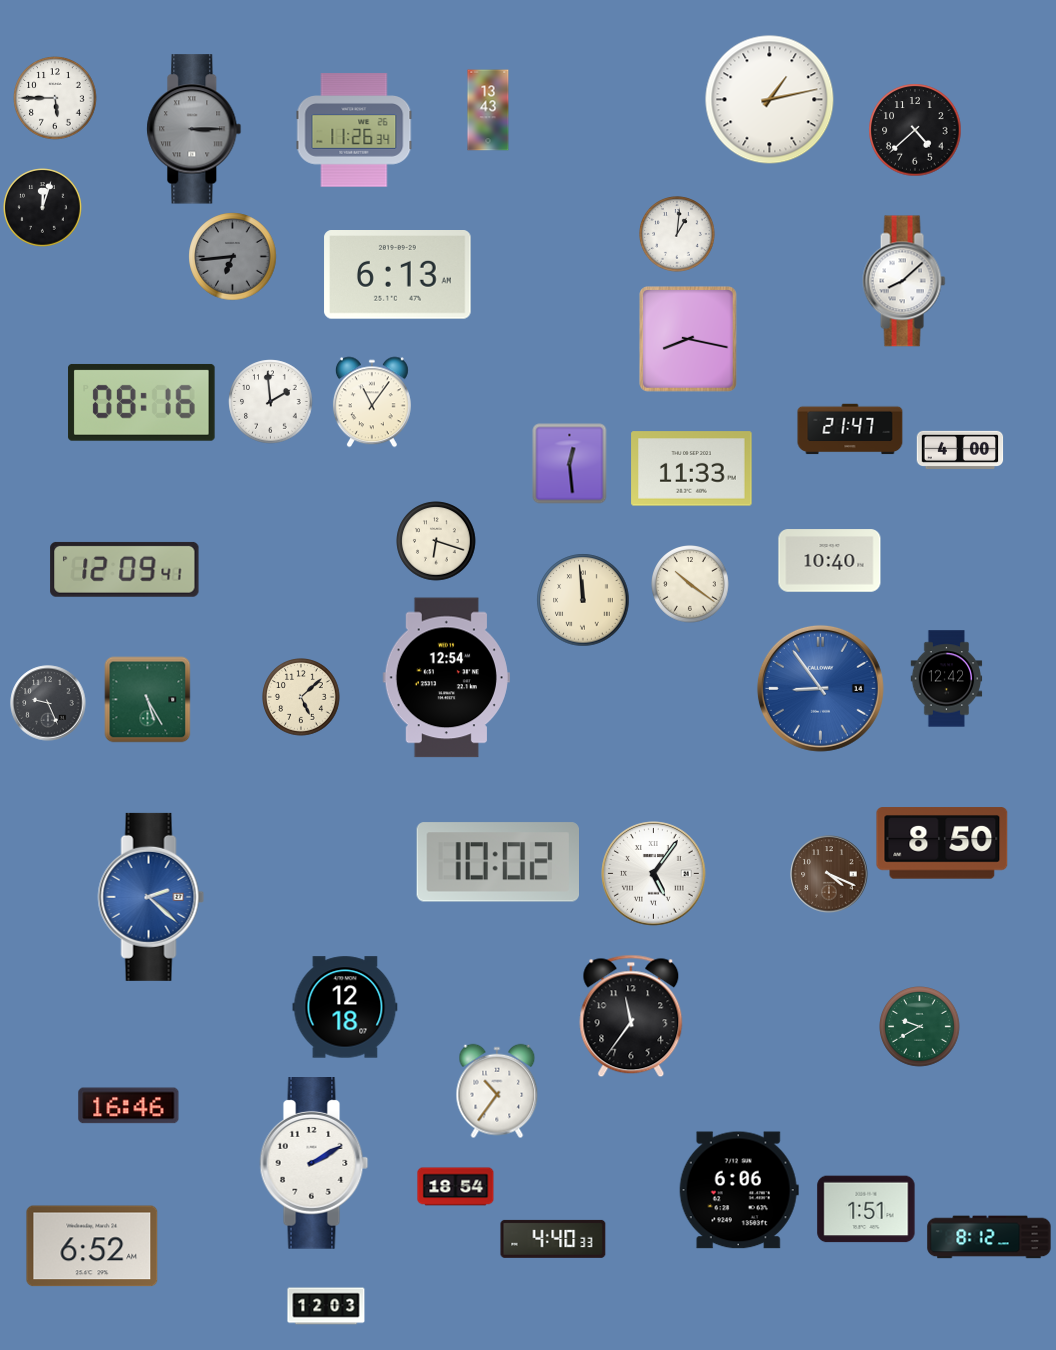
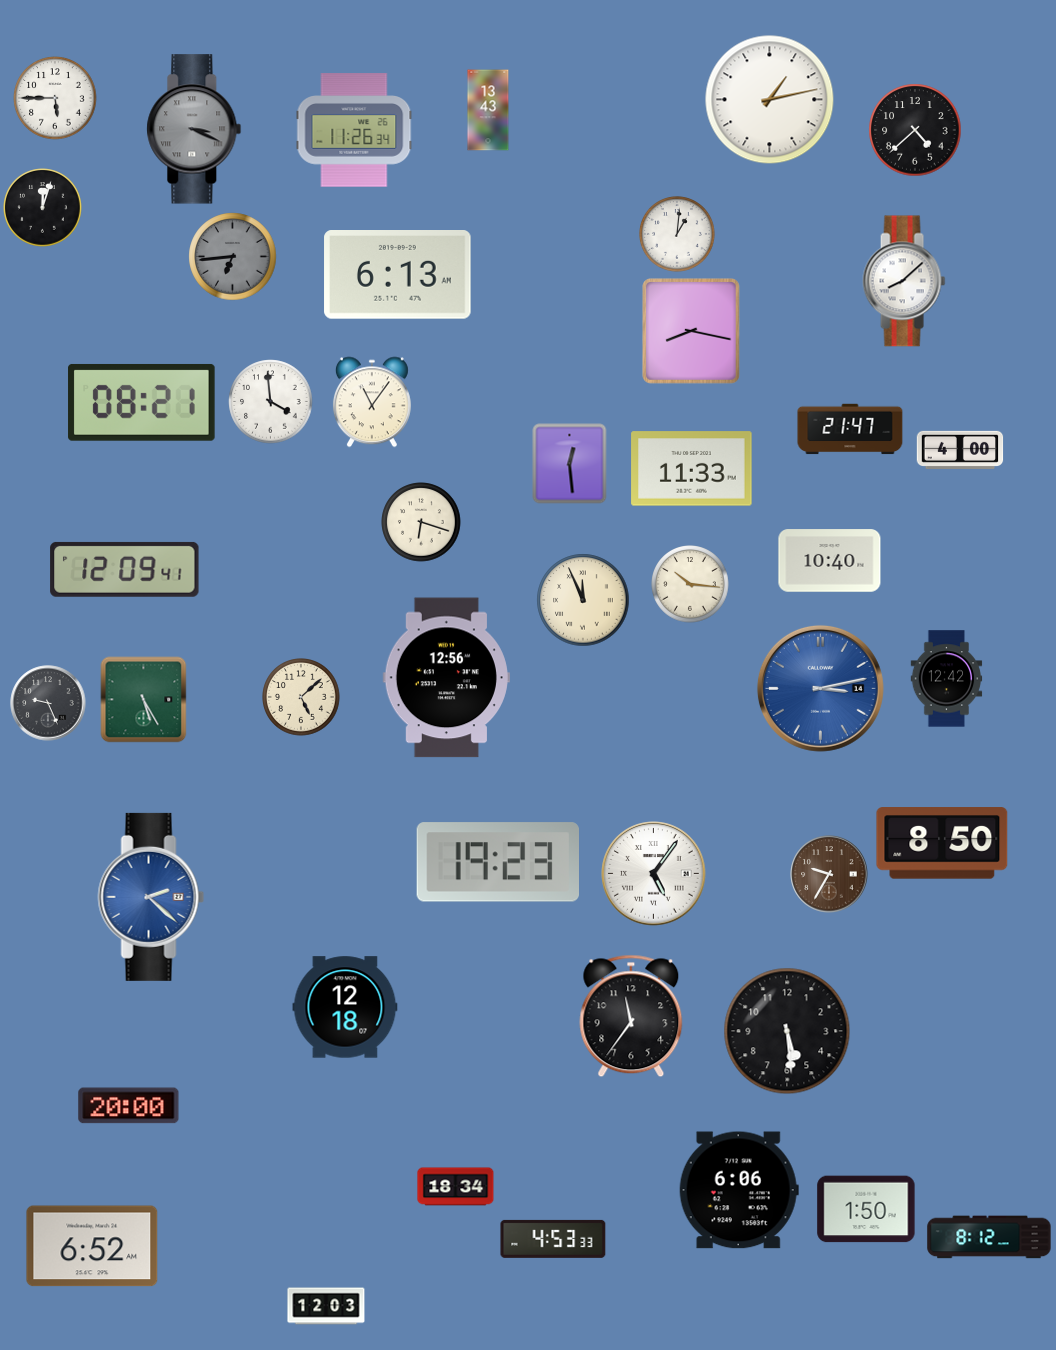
clock at (194, 129): 3:15 -> 3:19
clock at (689, 340) position: (689, 340) -> (692, 332)
clock at (142, 402): 08:16 -> 08:21
clock at (271, 402): 1:59 -> 3:59
clock at (436, 541) position: (436, 541) -> (421, 522)
clock at (690, 584): 10:21 -> 10:16
clock at (583, 600): 11:59 -> 11:56
clock at (446, 678): 12:54 -> 12:56
clock at (820, 688): 8:54 -> 3:13
clock at (148, 700) position: (148, 700) -> (144, 700)
clock at (497, 862): 10:02 -> 19:23
clock at (829, 874): 4:19 -> 9:35
clock at (920, 1027): 9:40 -> none
clock at (787, 1031): none -> 5:29
clock at (497, 1091): 10:36 -> none
clock at (129, 1106): 16:46 -> 20:00
clock at (314, 1164): 2:10 -> none
clock at (456, 1187): 18:54 -> 18:34
clock at (866, 1209): 1:51 -> 1:50
clock at (553, 1239): 4:40 -> 4:53
